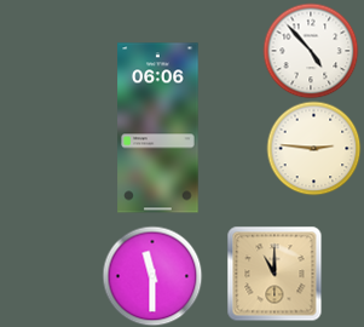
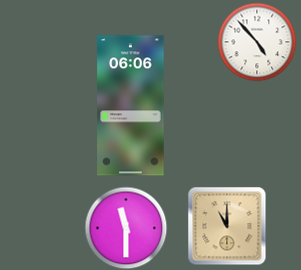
clock at (313, 148): 2:46 -> none
